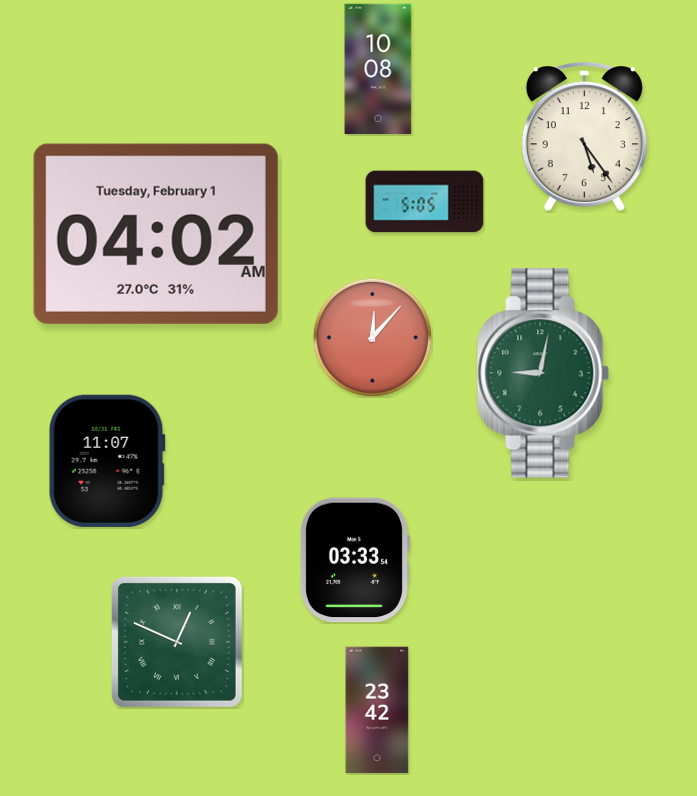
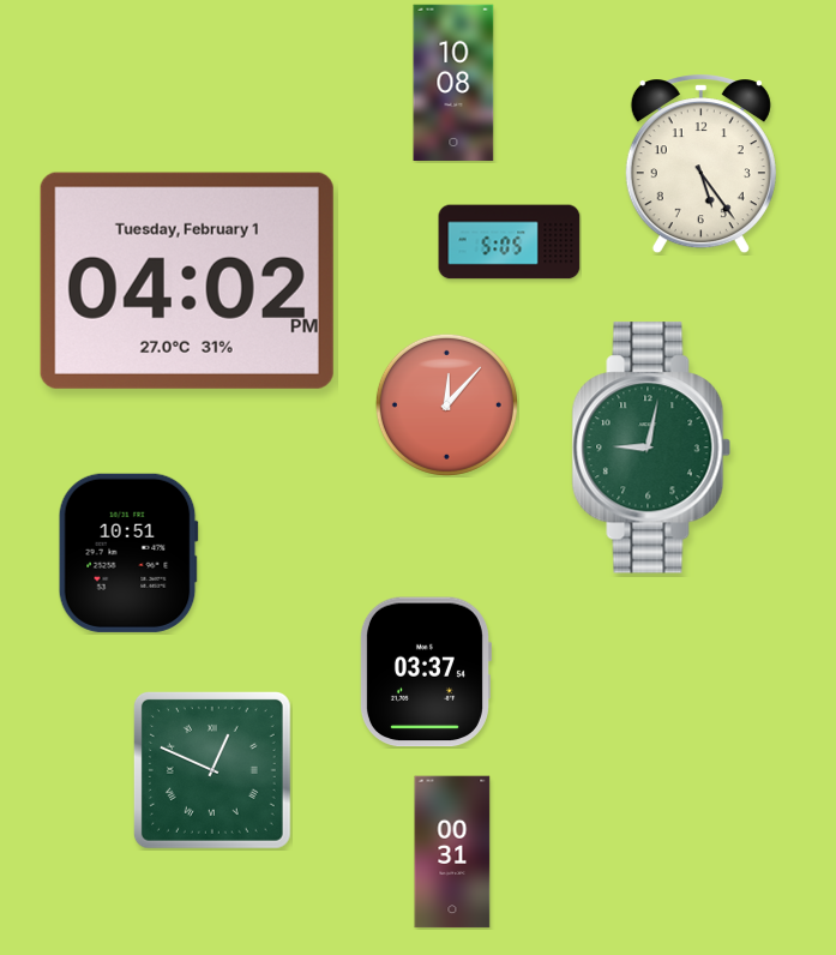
clock at (156, 234): 04:02 AM -> 04:02 PM
clock at (107, 461): 11:07 -> 10:51
clock at (354, 560): 03:33 -> 03:37
clock at (377, 710): 23:42 -> 00:31
